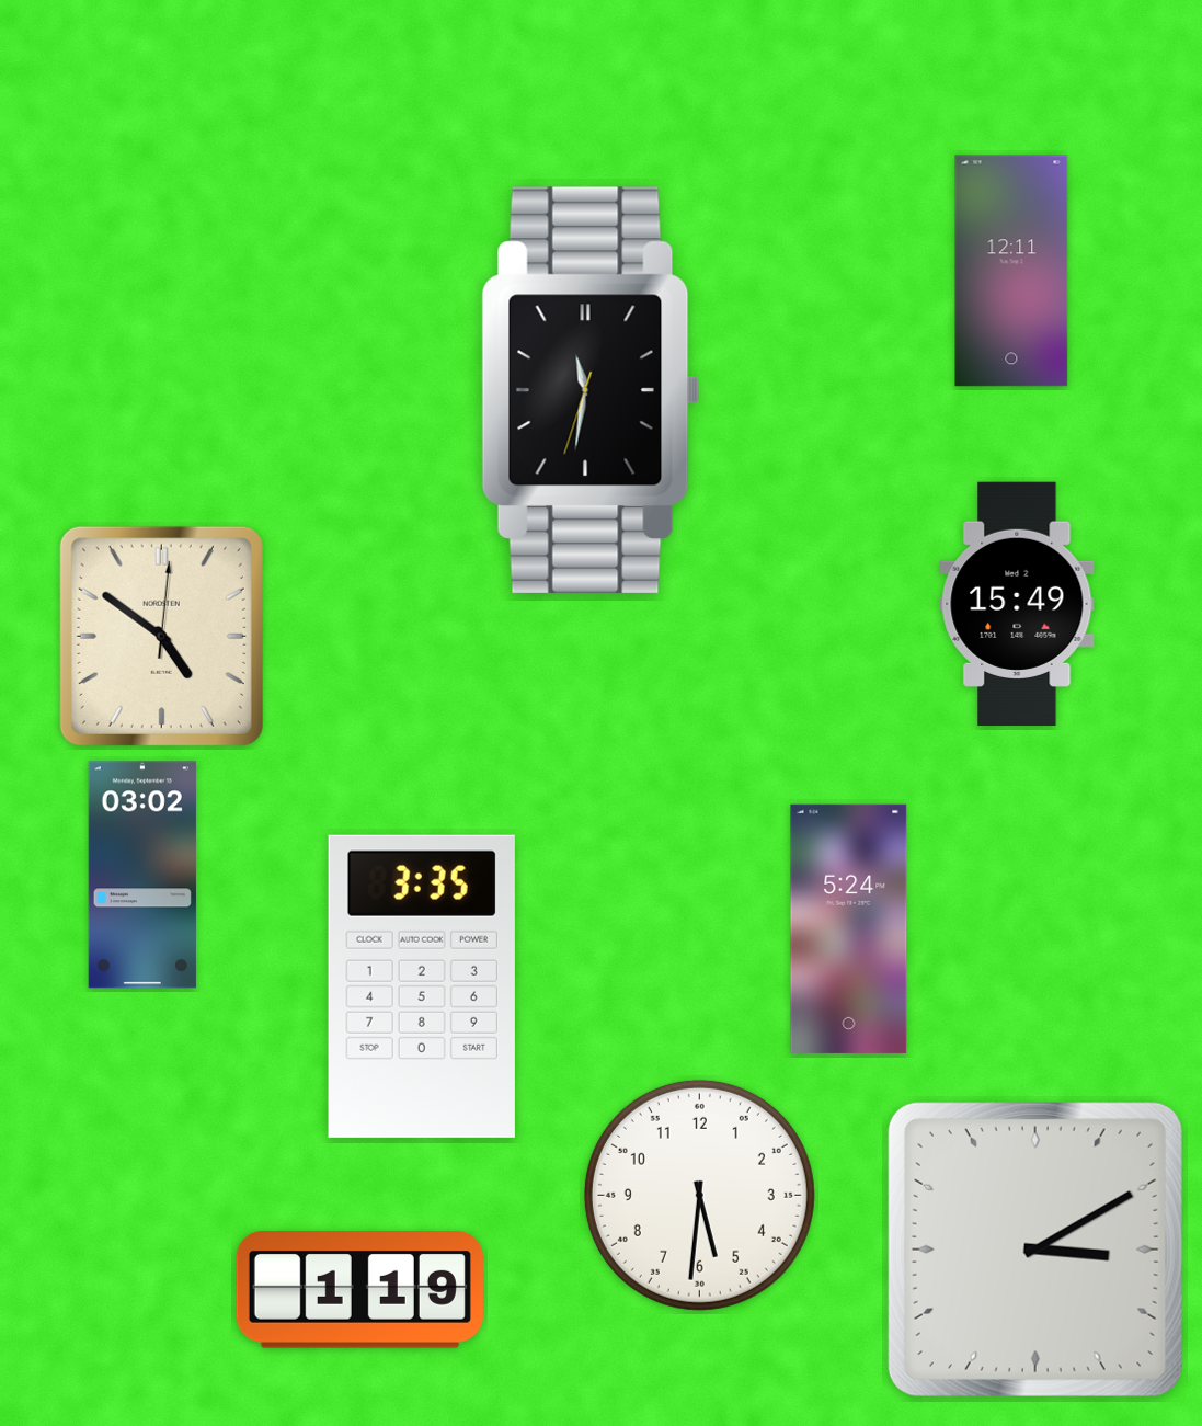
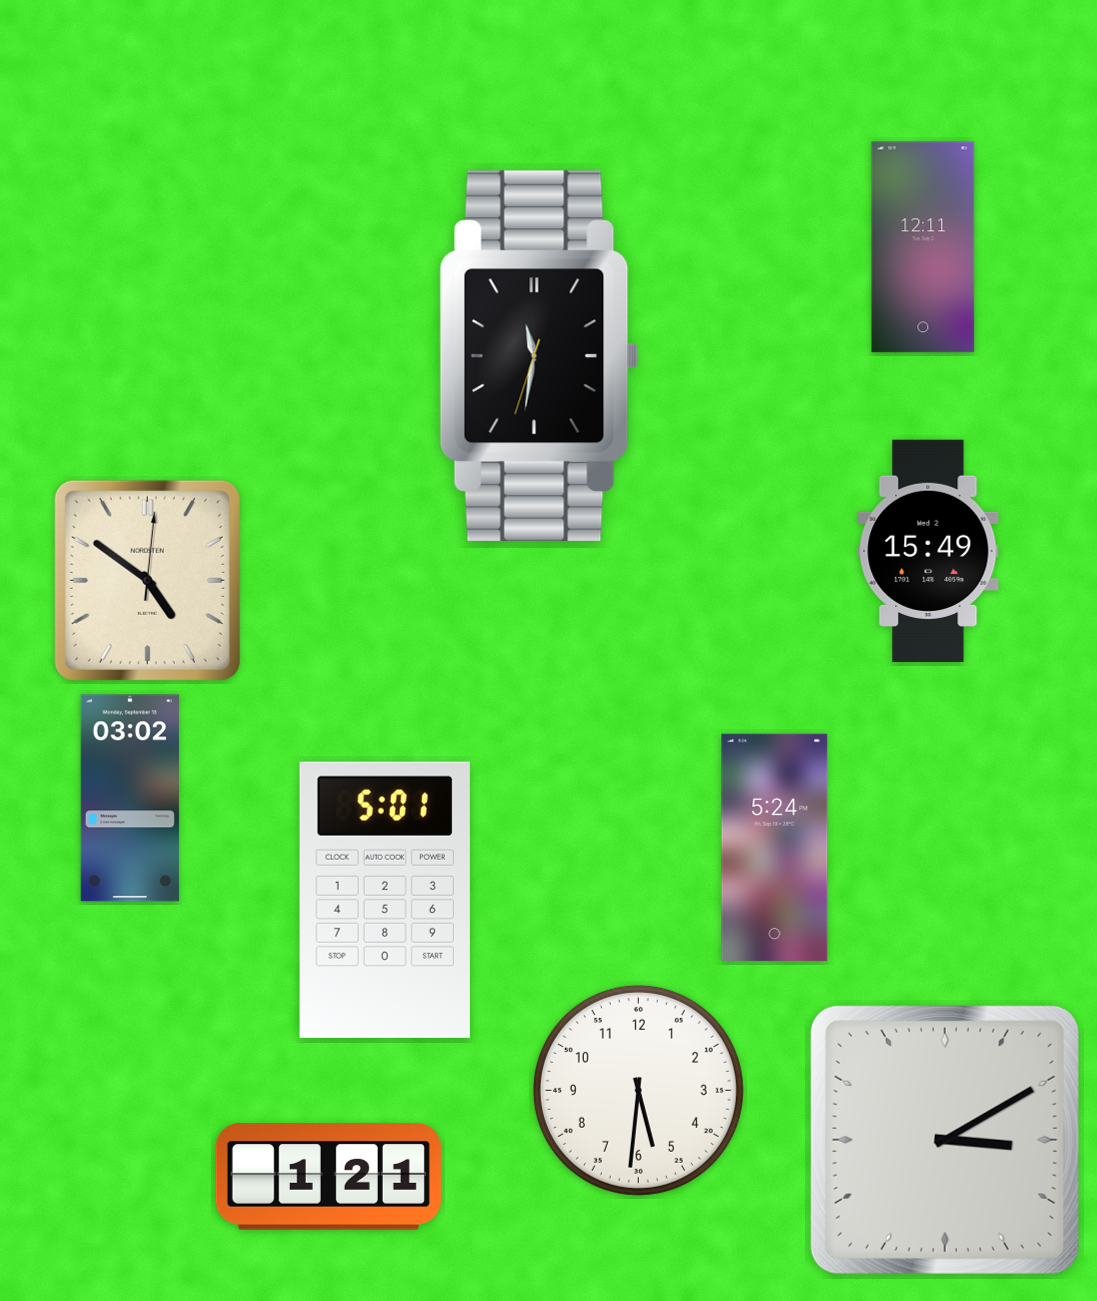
clock at (422, 986): 3:35 -> 5:01
clock at (359, 1290): 1:19 -> 1:21
